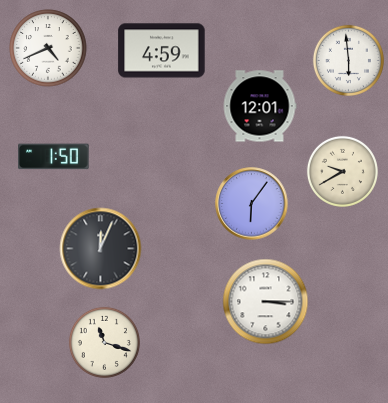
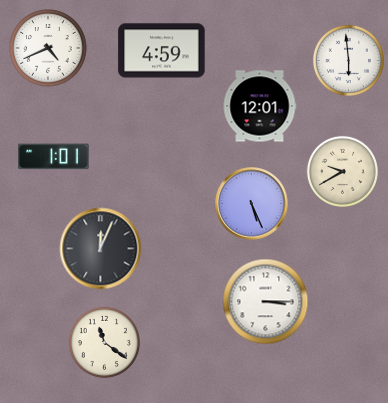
clock at (54, 157): 1:50 -> 1:01
clock at (252, 204): 6:06 -> 5:26
clock at (104, 342): 11:18 -> 11:21
